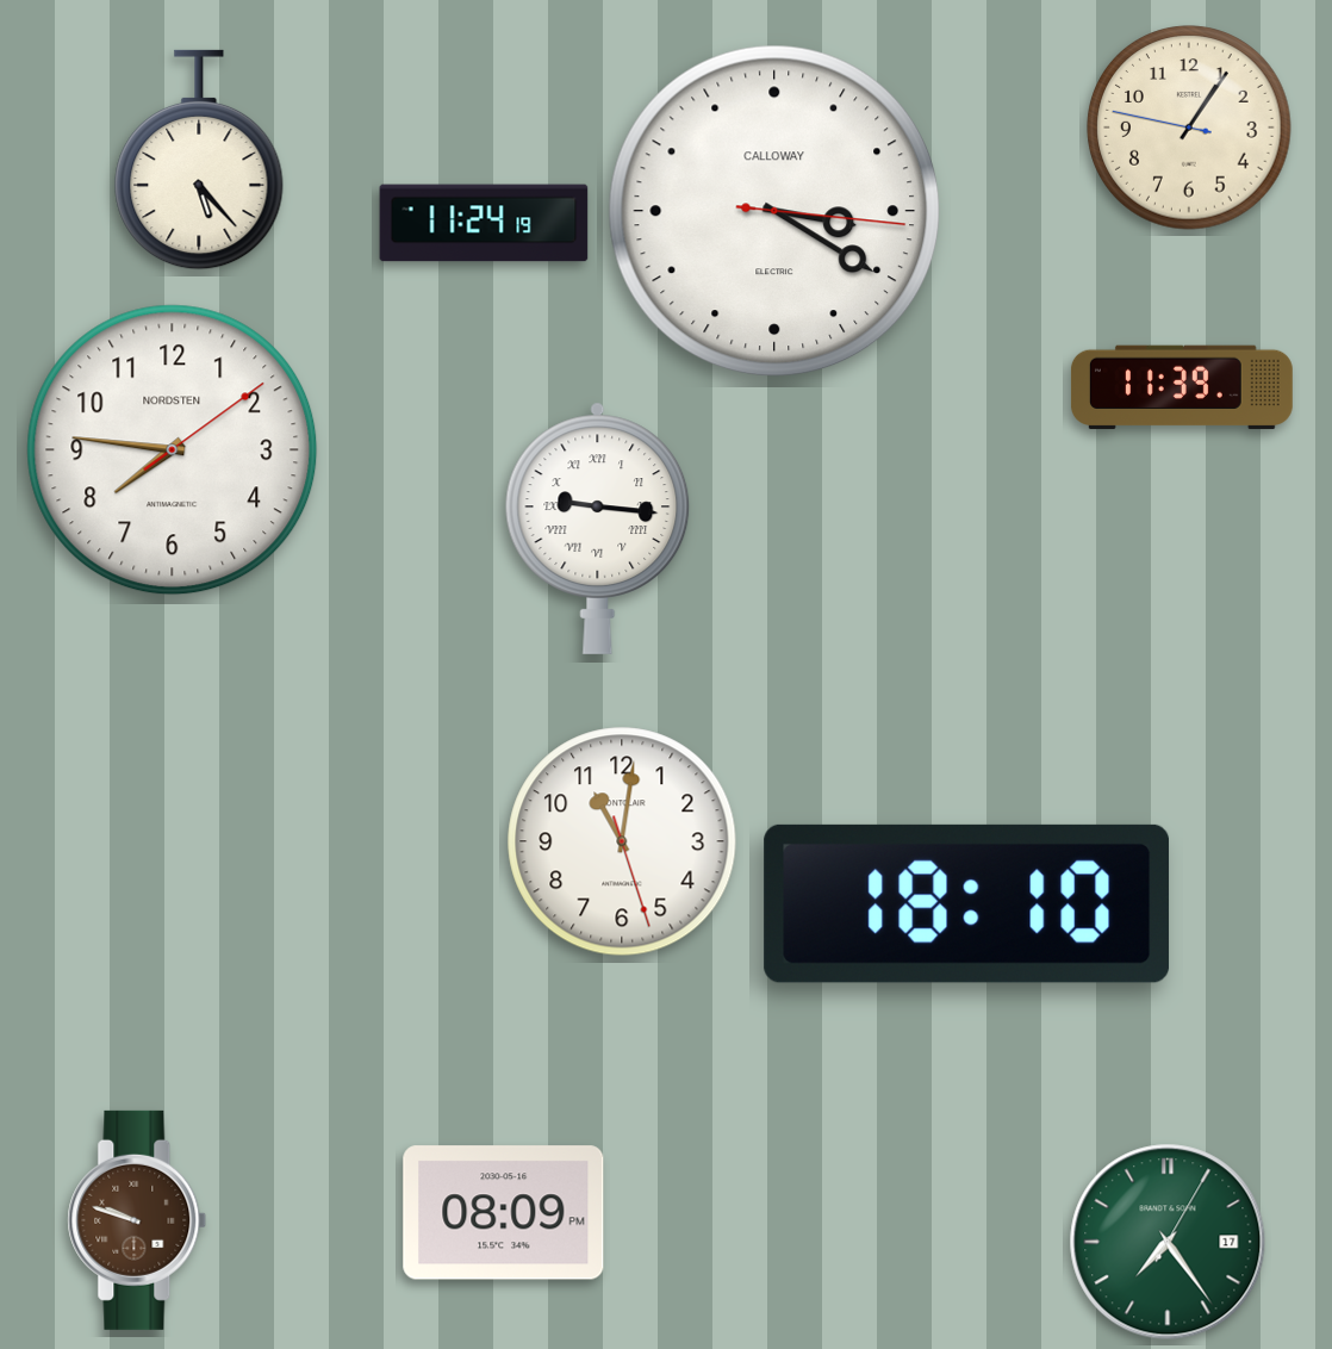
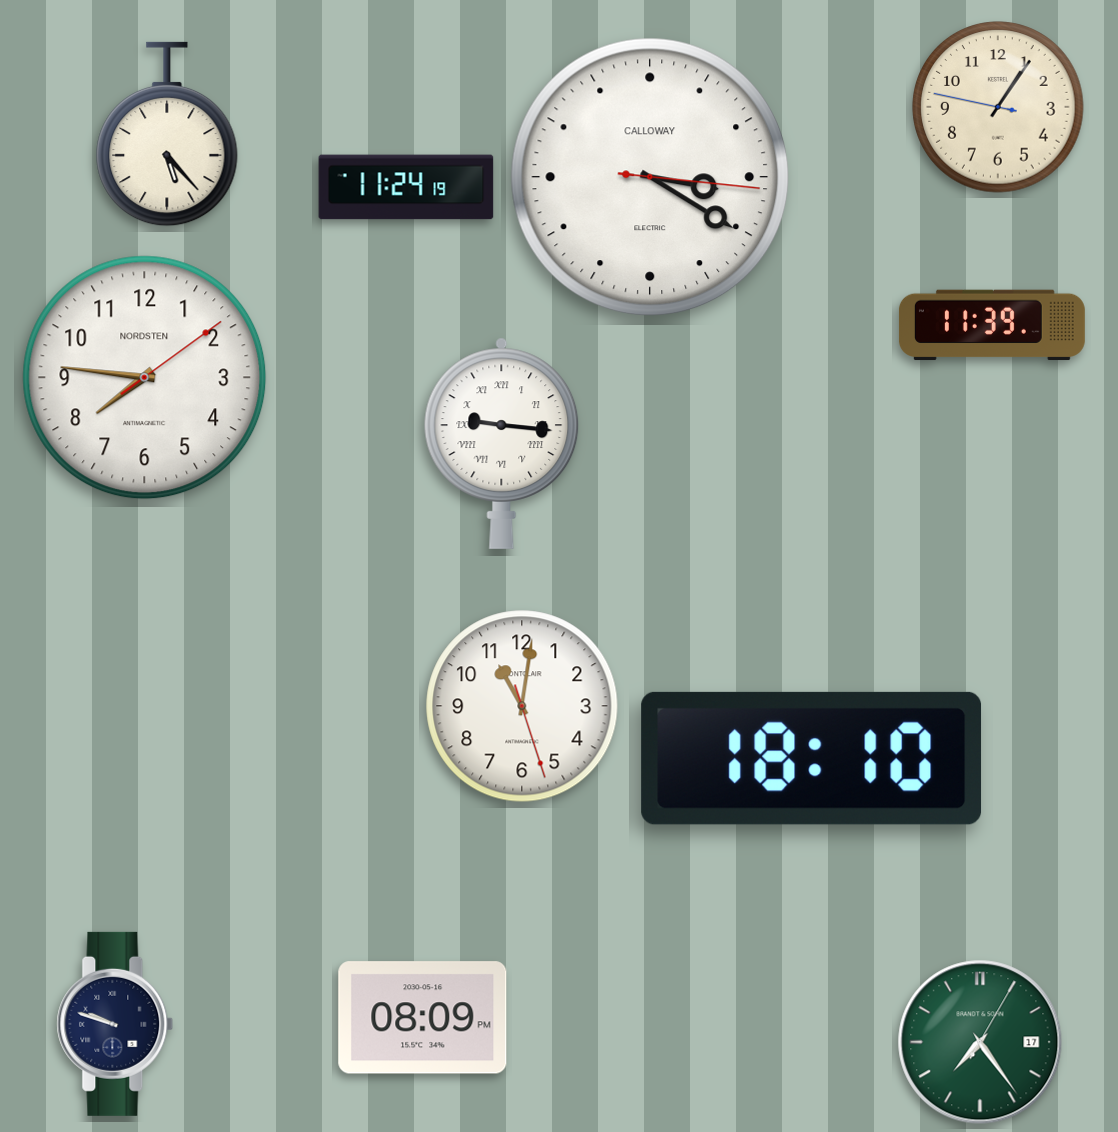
clock at (137, 1220) dial: brown -> navy
